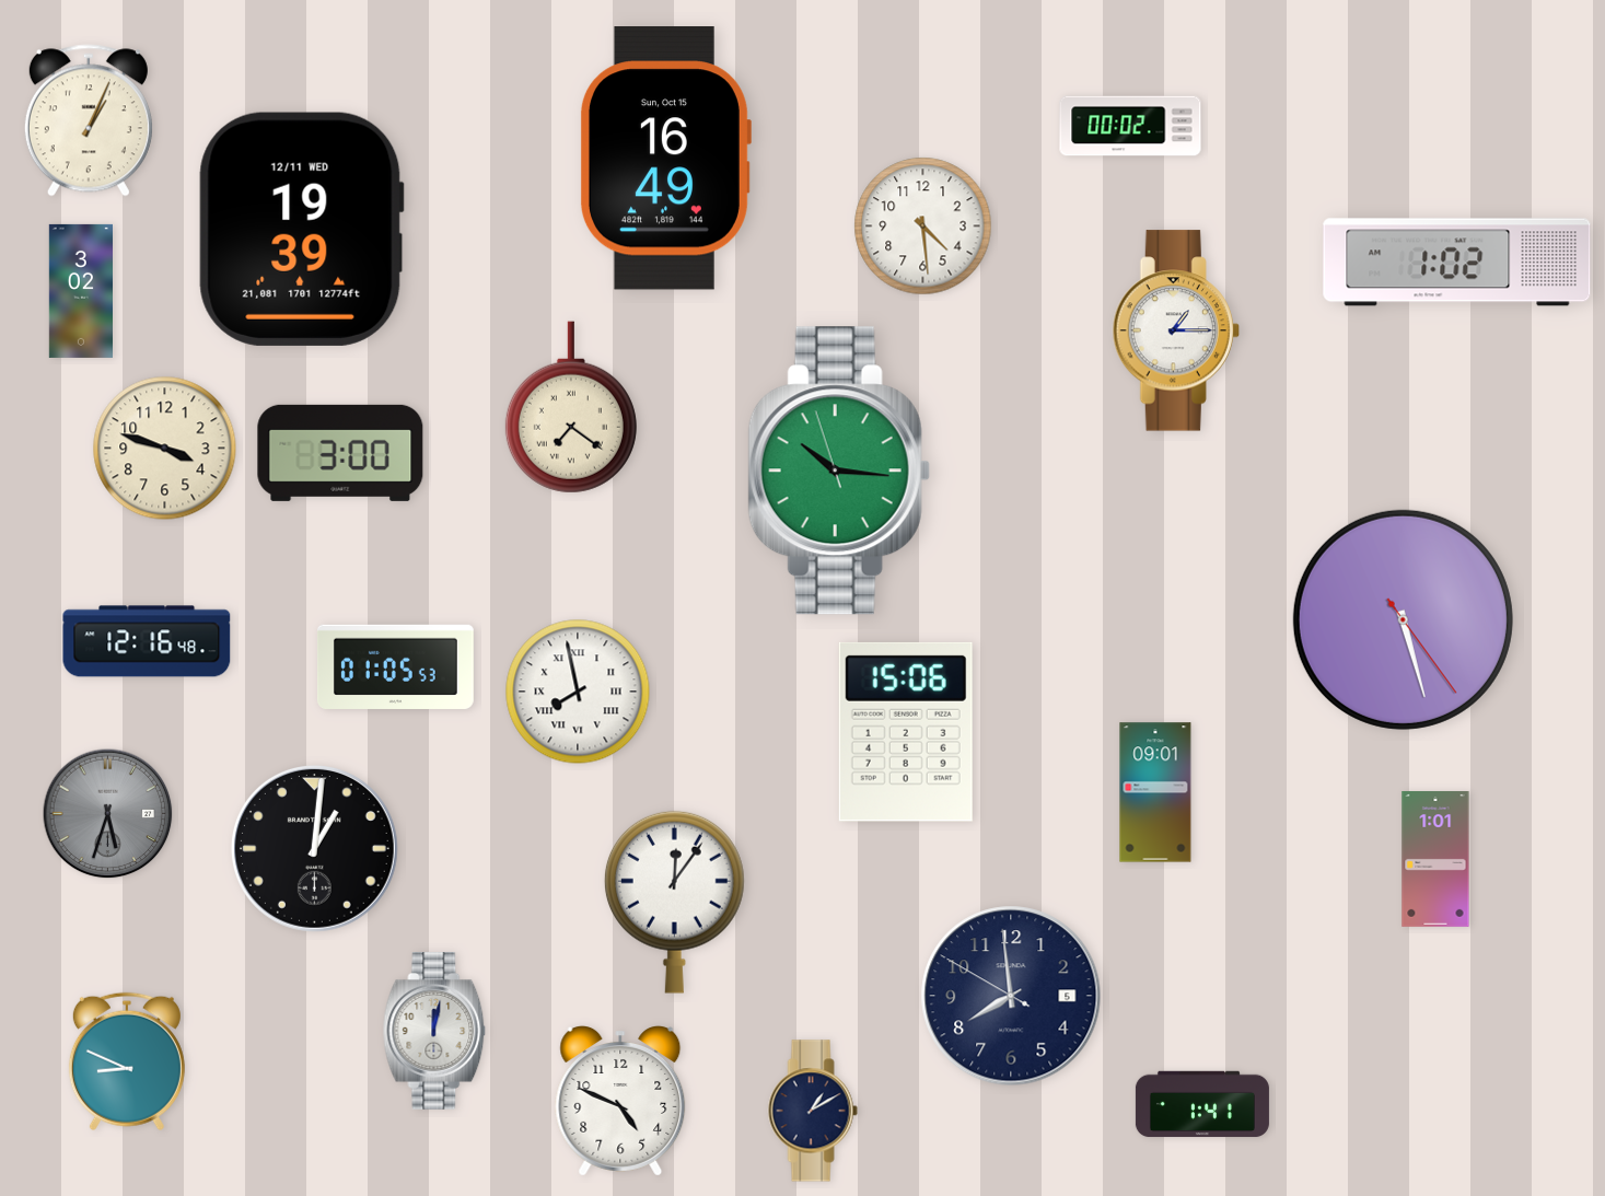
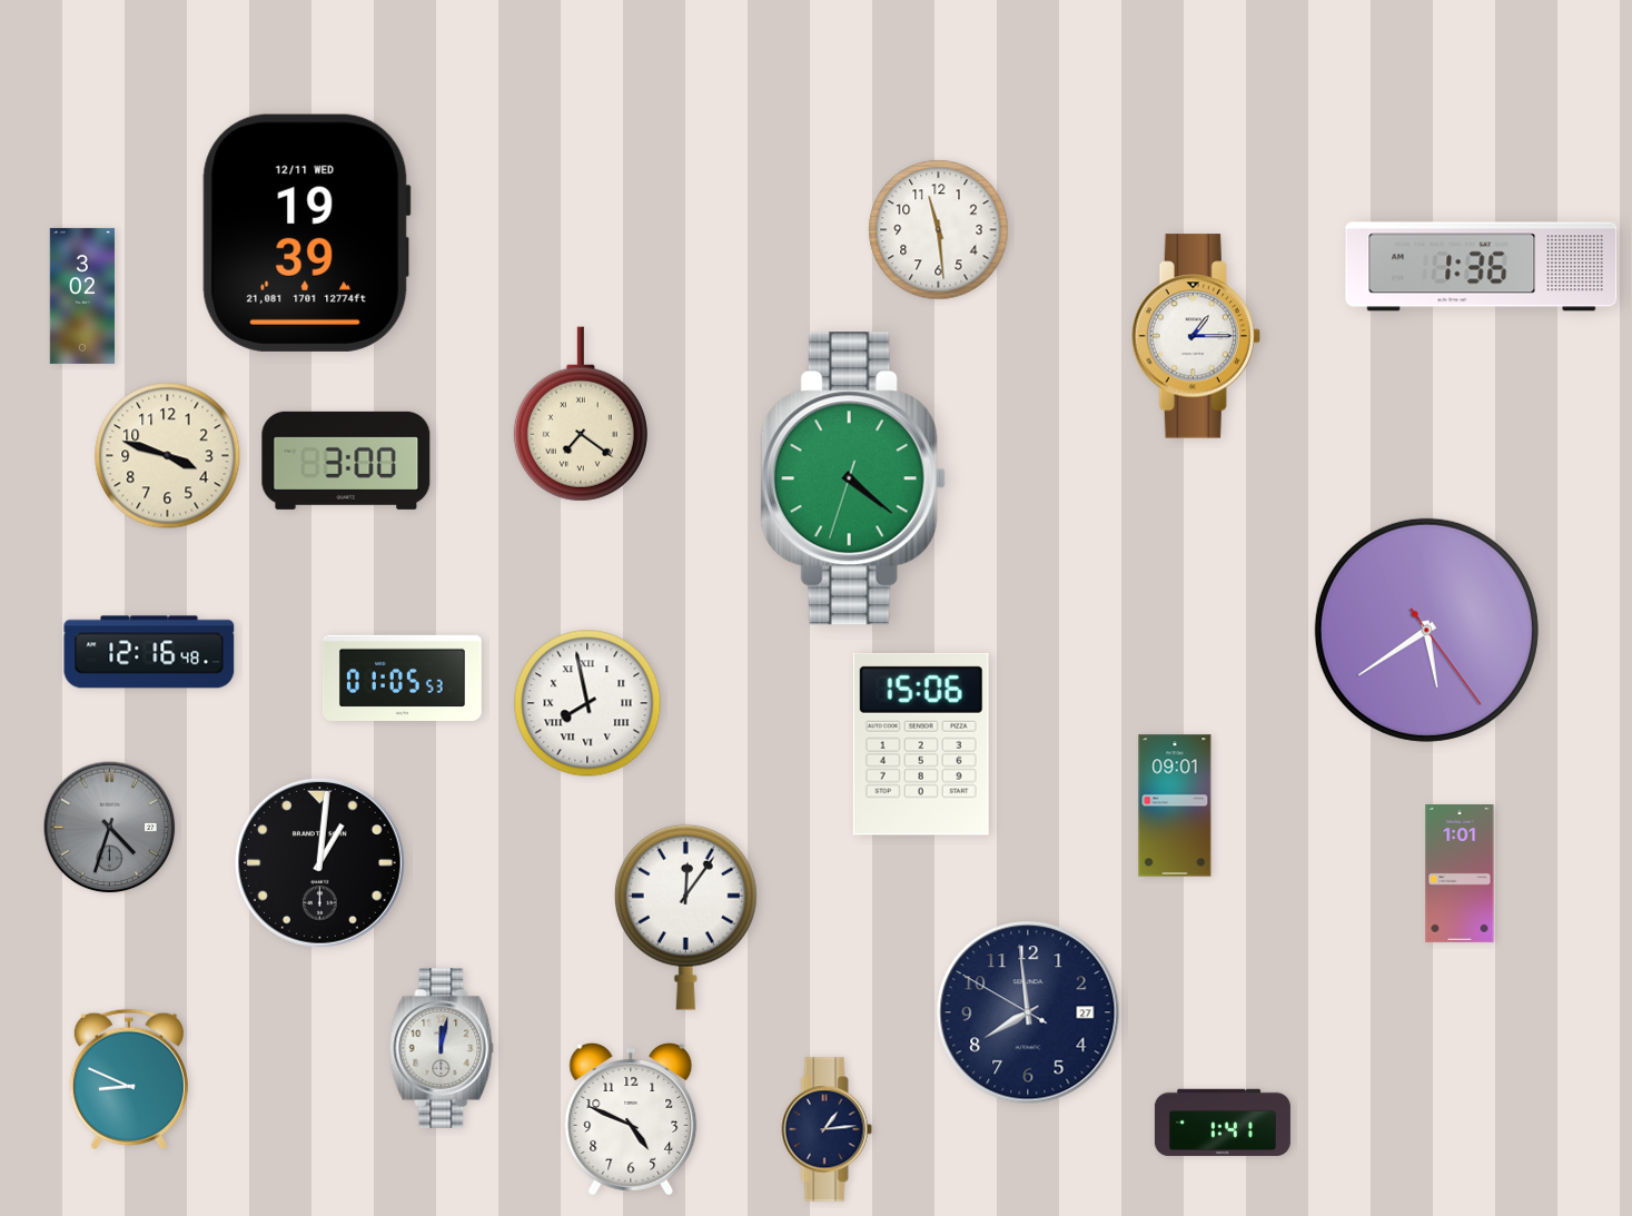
clock at (89, 120): 1:04 -> none
clock at (1130, 126): 00:02 -> none
clock at (665, 159): 16:49 -> none
clock at (923, 227): 4:29 -> 11:29
clock at (1457, 263): 1:02 -> 1:36
clock at (839, 471): 10:15 -> 4:21
clock at (1403, 619): 5:27 -> 5:39
clock at (108, 814): 5:33 -> 4:33
clock at (1011, 996) date: 5 -> 27
clock at (813, 1111): 1:10 -> 1:14
